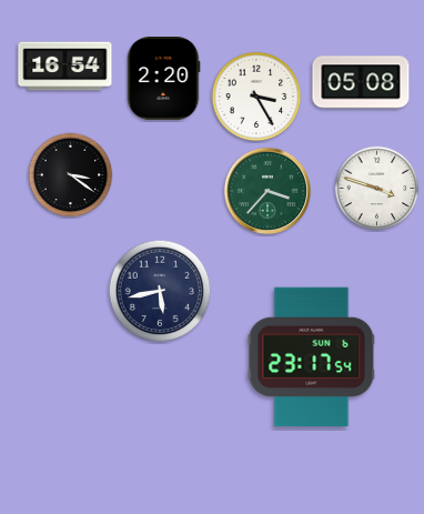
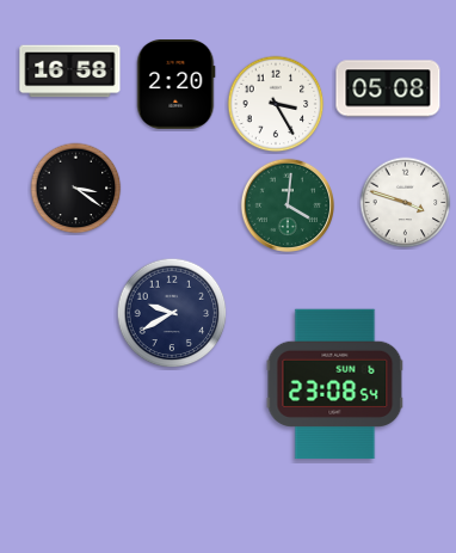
clock at (65, 67): 16:54 -> 16:58
clock at (267, 191): 3:37 -> 4:01
clock at (160, 291): 5:43 -> 9:40
clock at (312, 357): 23:17 -> 23:08
